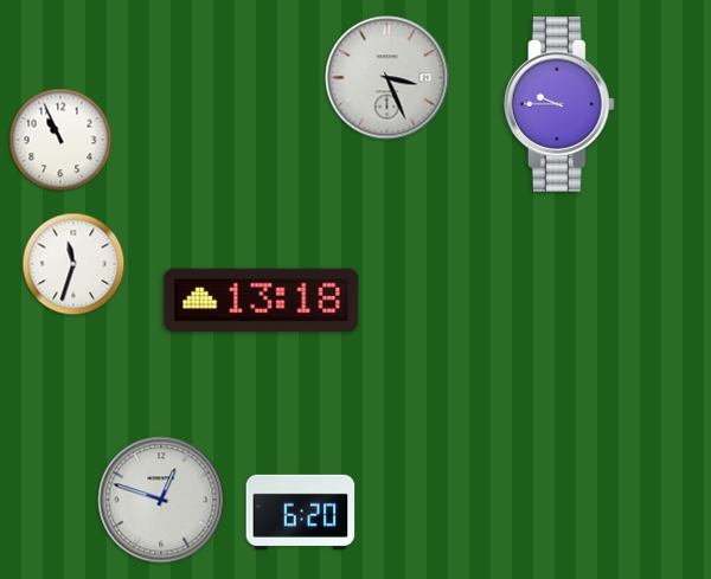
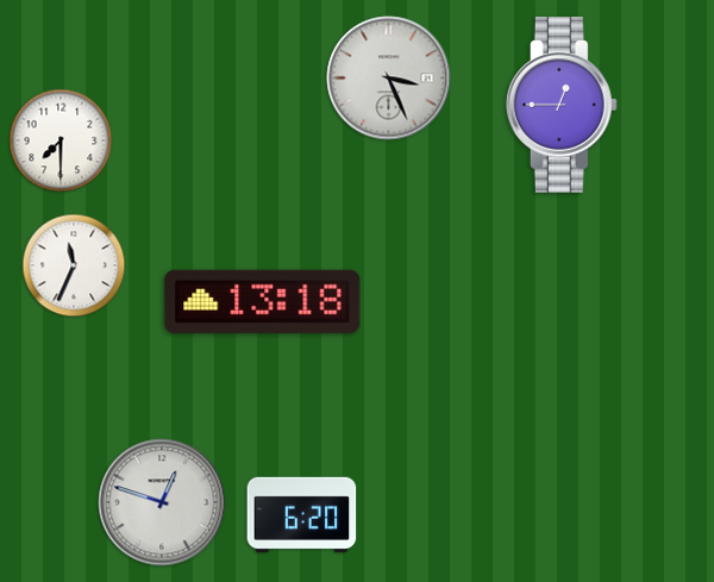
clock at (559, 104): 9:45 -> 12:45
clock at (60, 140): 10:56 -> 7:30
clock at (73, 264): 11:33 -> 11:34
